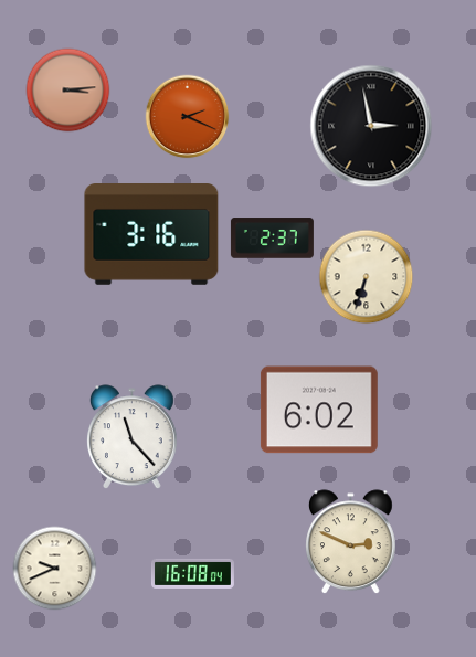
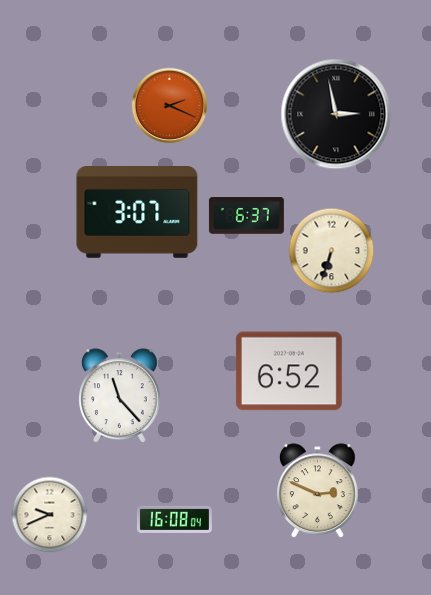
clock at (68, 91): 3:14 -> none
clock at (151, 235): 3:16 -> 3:07
clock at (272, 239): 2:37 -> 6:37
clock at (319, 410): 6:02 -> 6:52
